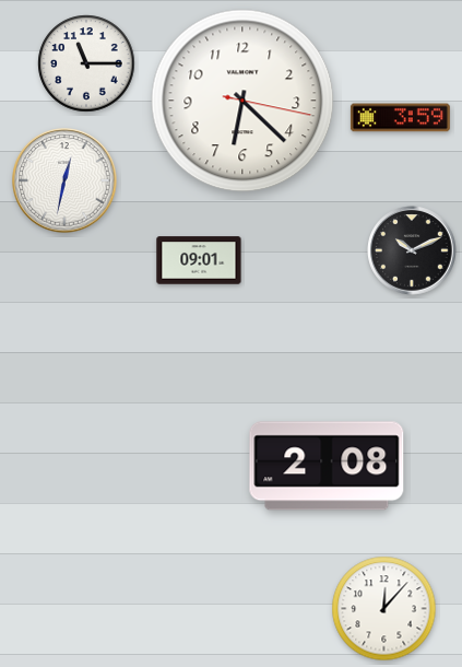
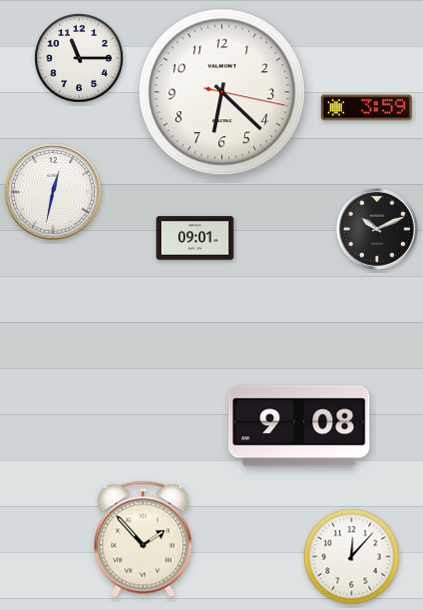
clock at (64, 180) position: (64, 180) -> (53, 192)
clock at (199, 260) position: (199, 260) -> (195, 238)
clock at (327, 466): 2:08 -> 9:08
clock at (143, 539): none -> 1:53
